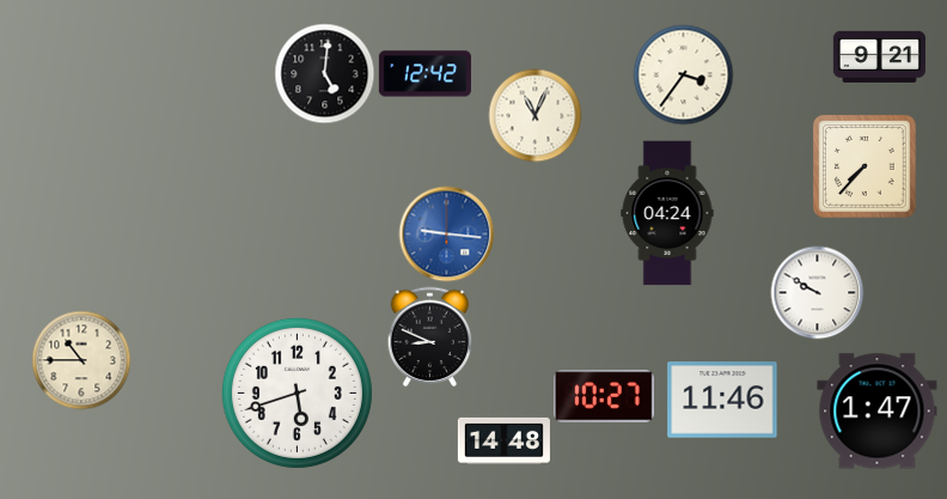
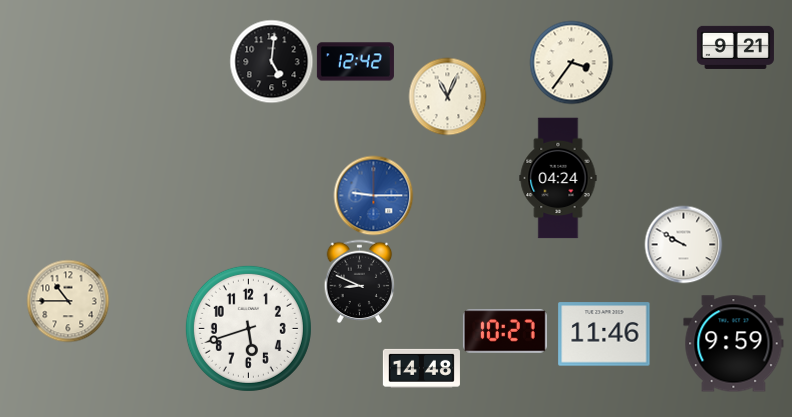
clock at (866, 168): 7:37 -> none
clock at (446, 233): 9:16 -> 9:15
clock at (878, 412): 1:47 -> 9:59
